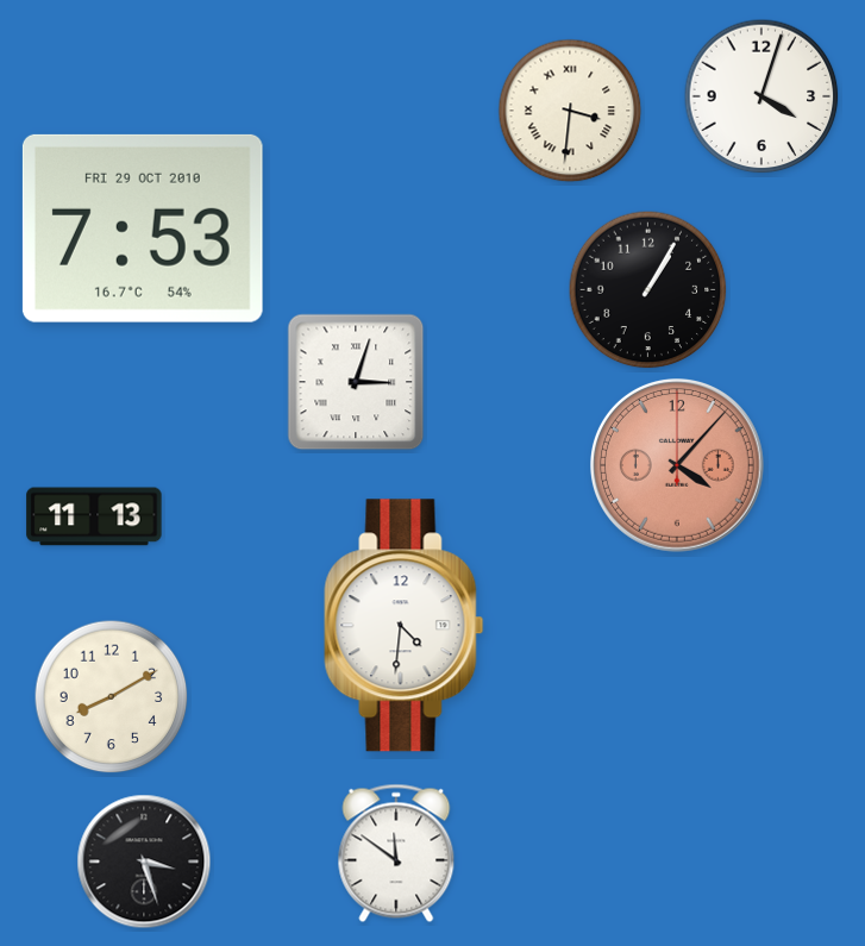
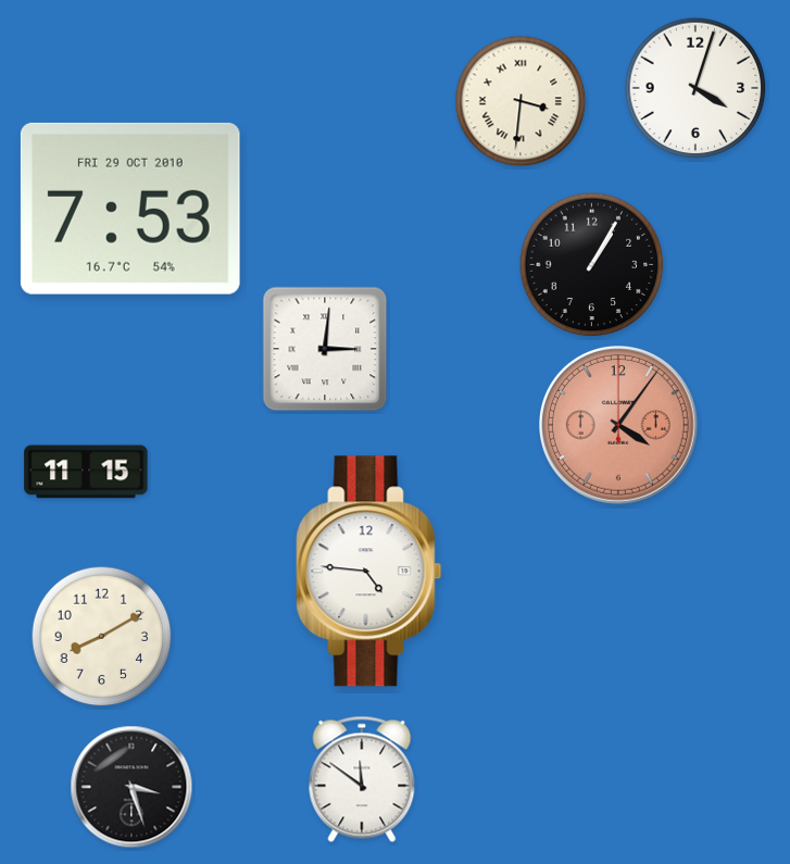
clock at (356, 382): 3:03 -> 3:01
clock at (678, 466): 4:07 -> 4:06
clock at (94, 516): 11:13 -> 11:15
clock at (405, 626): 4:31 -> 4:46
